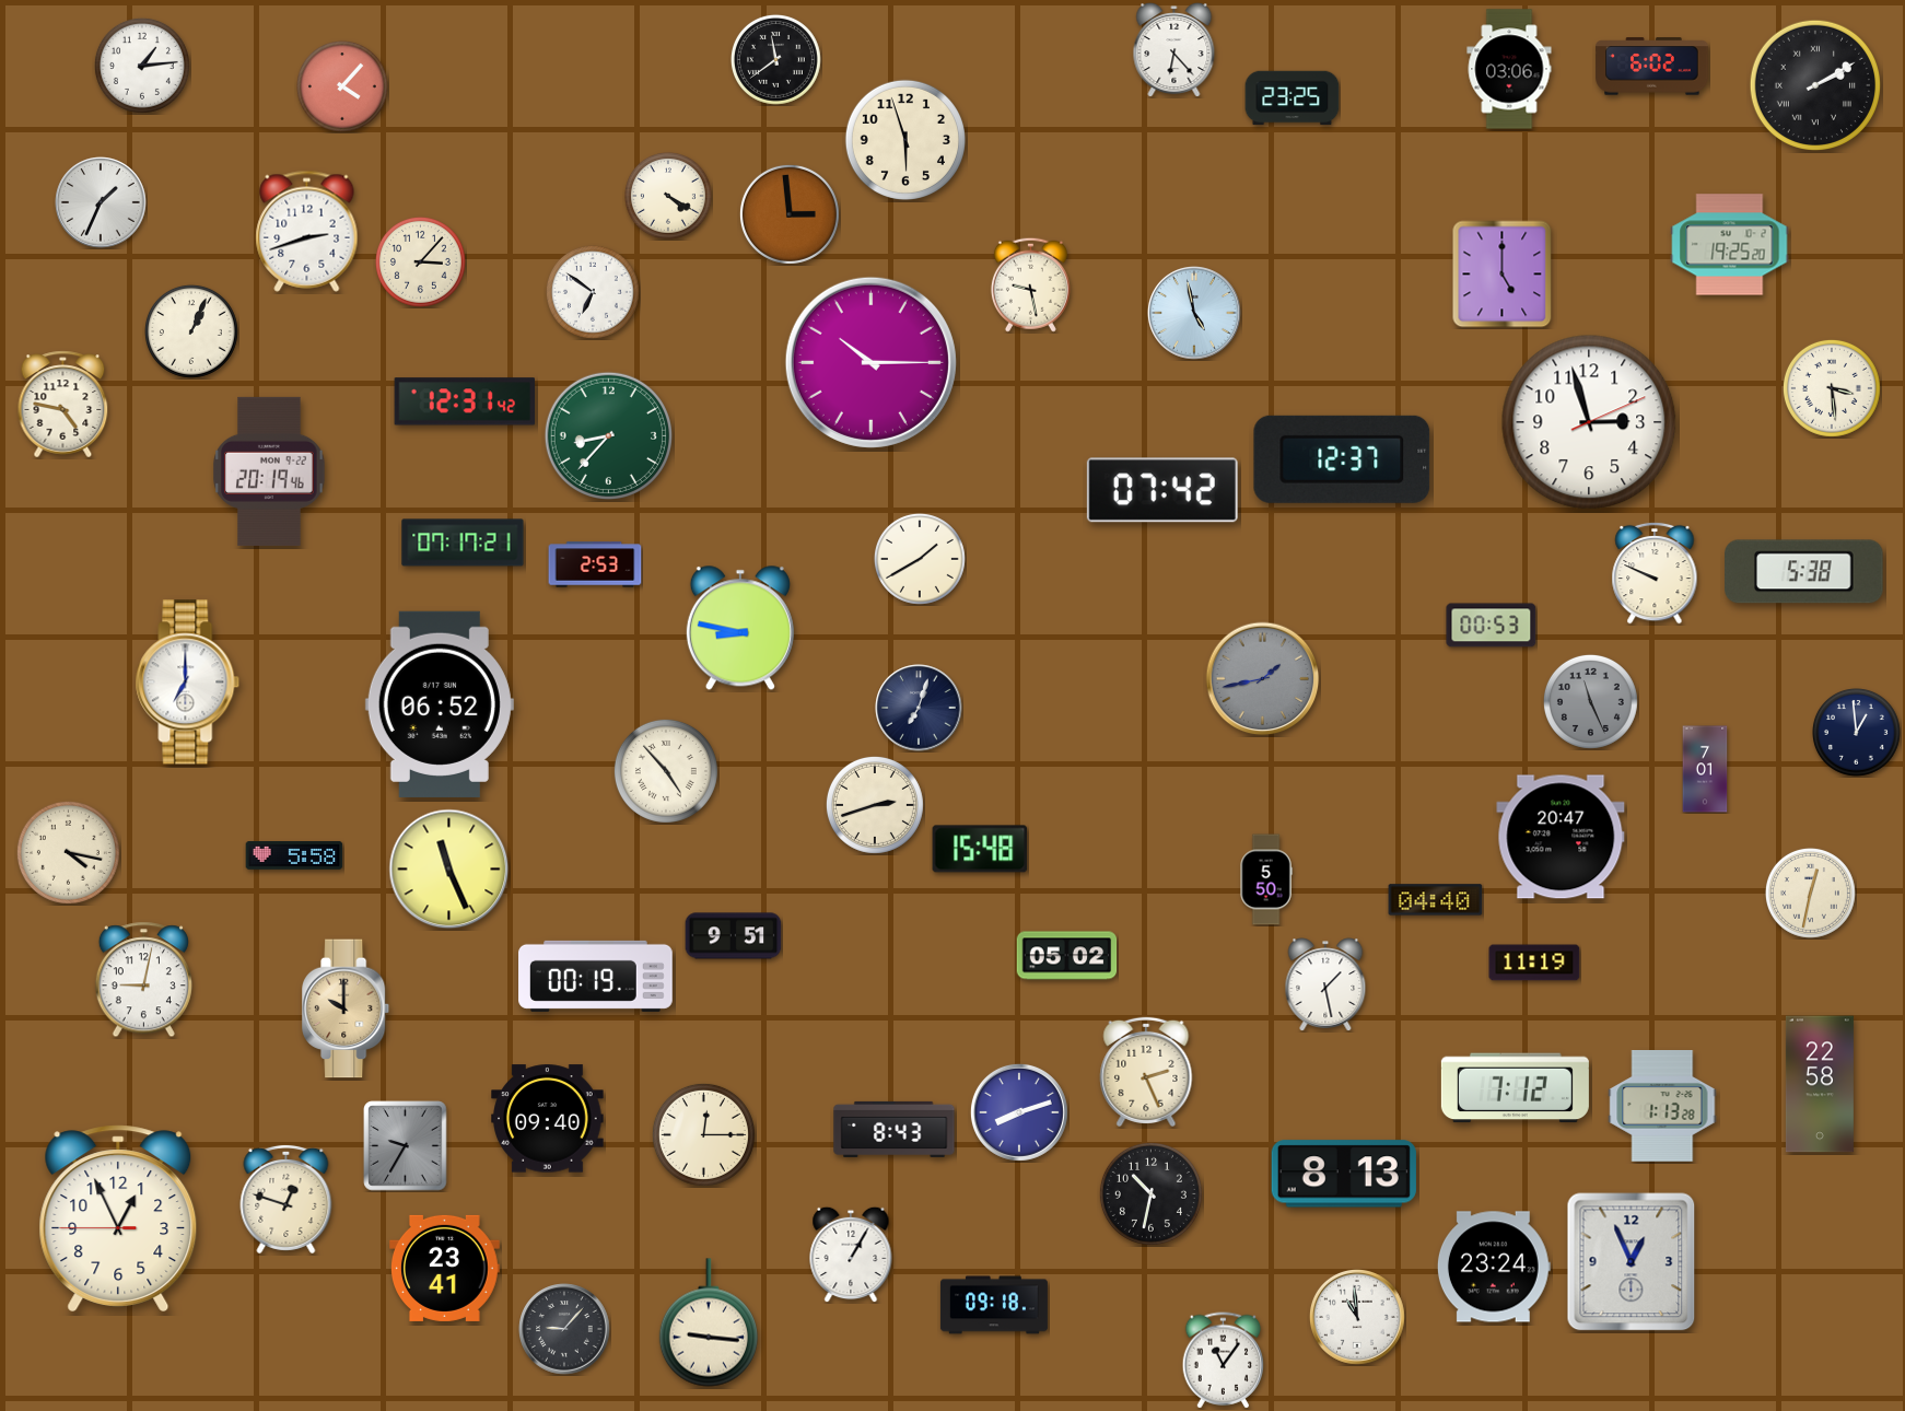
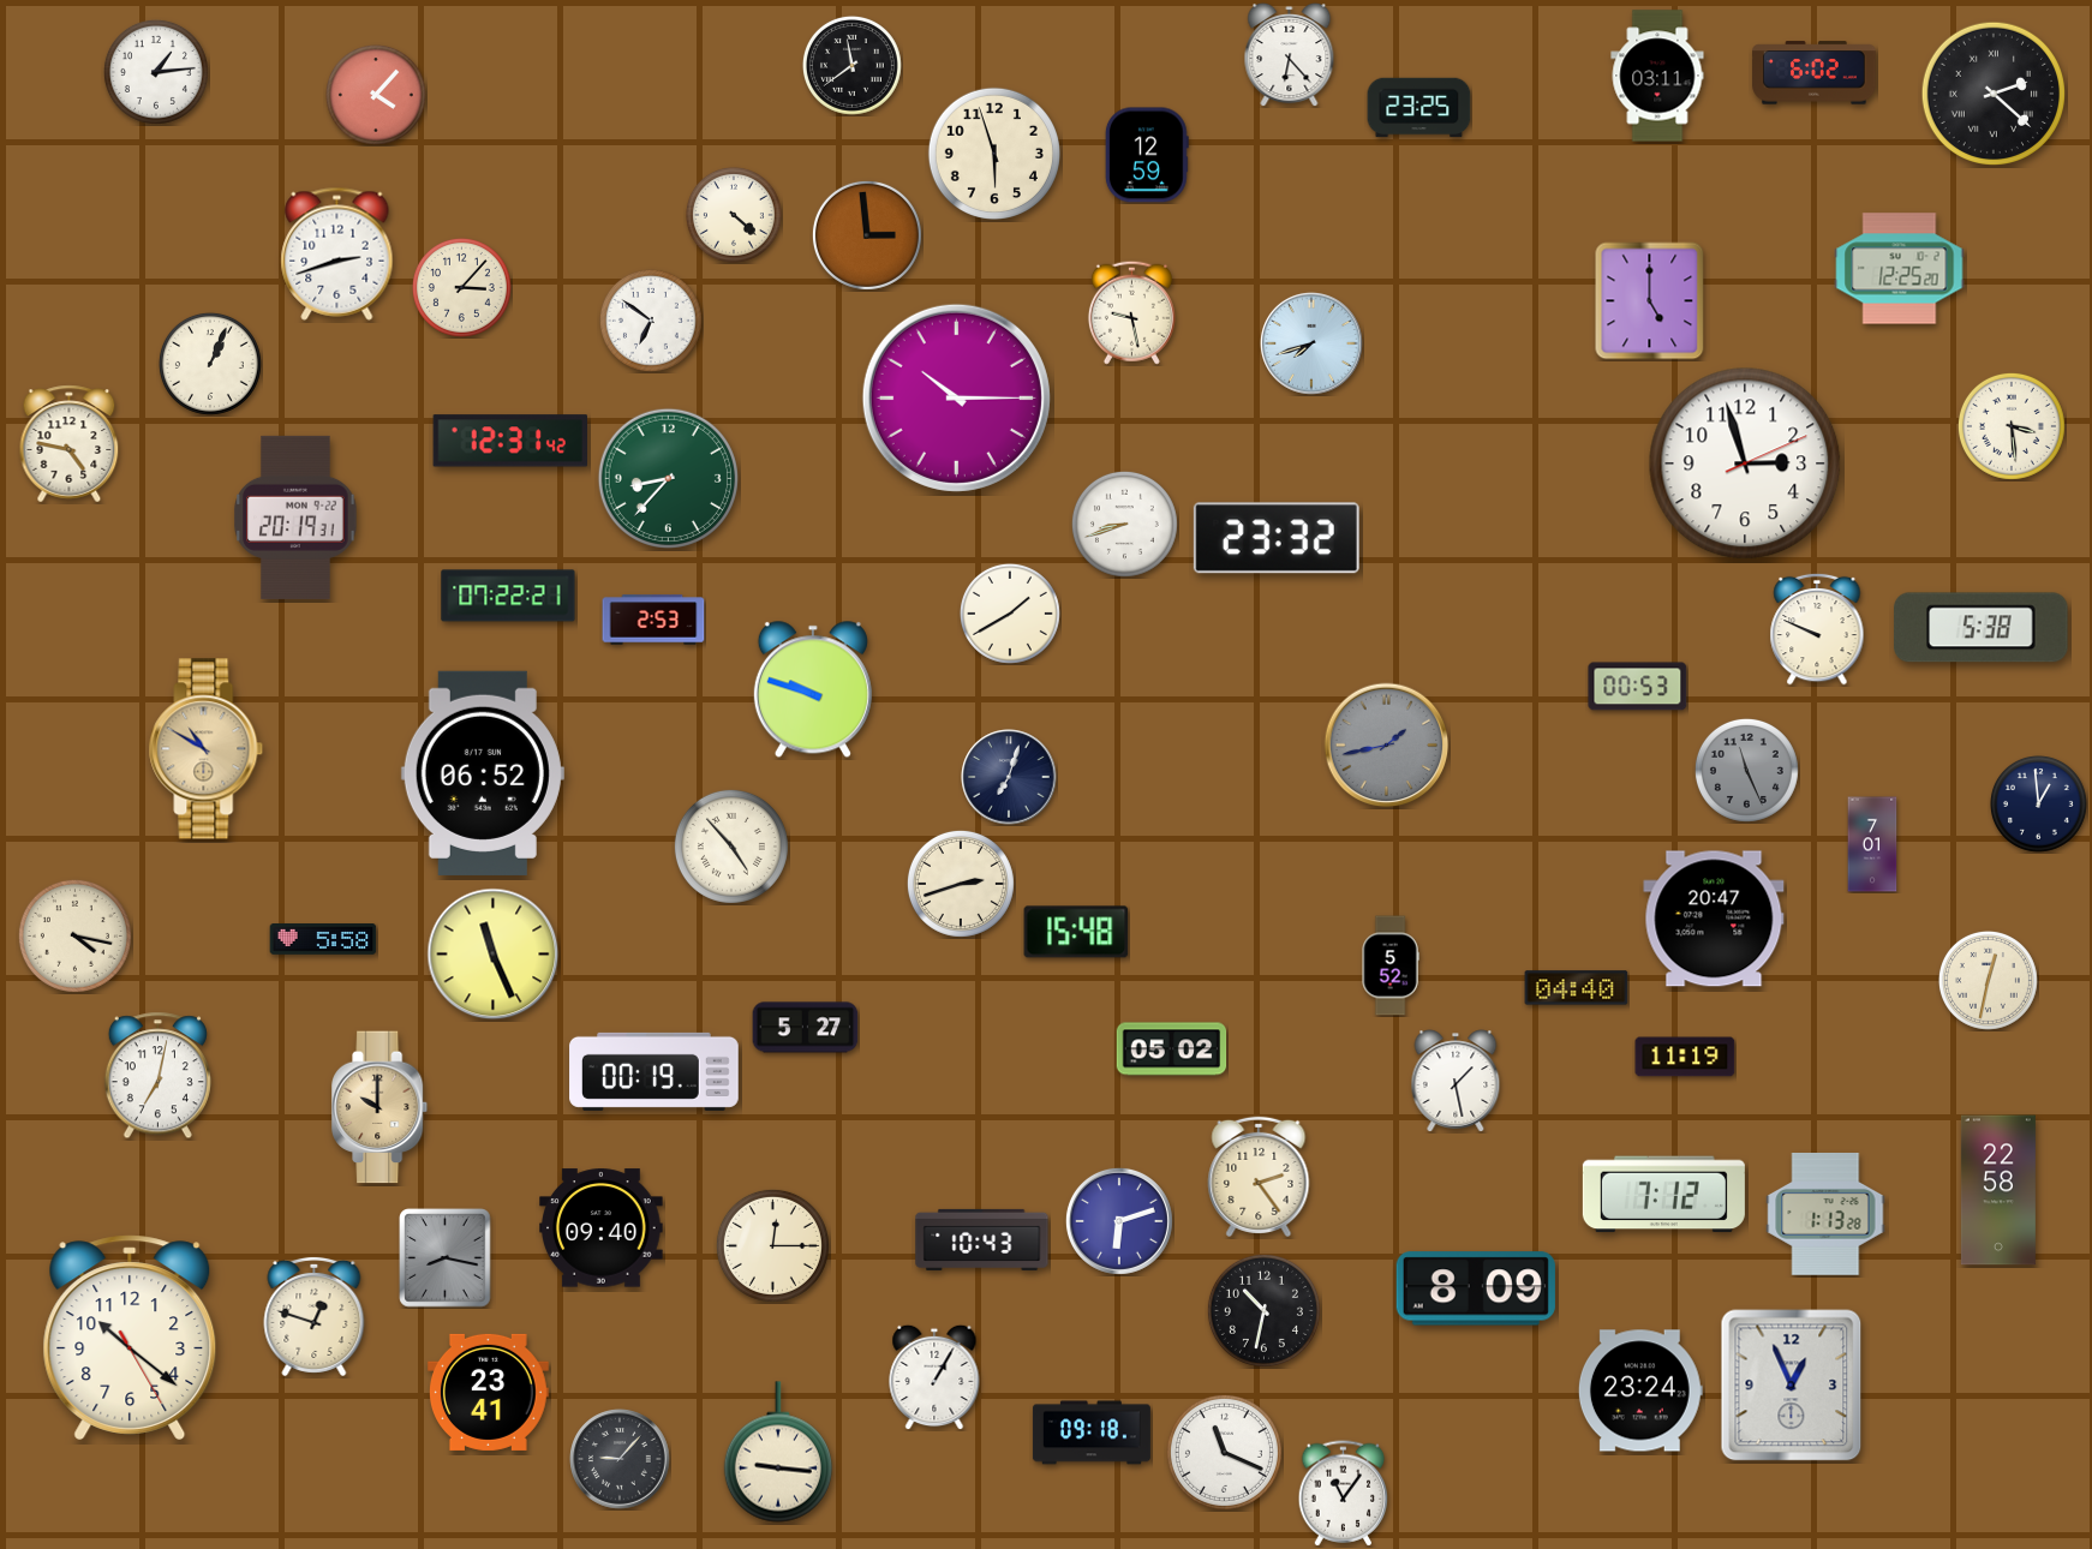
clock at (1509, 69): 03:06 -> 03:11
clock at (1814, 84): 2:10 -> 2:22
clock at (1147, 155): none -> 12:59
clock at (669, 197): 4:20 -> 4:22
clock at (101, 202): 1:34 -> none
clock at (1730, 245): 19:25 -> 12:25
clock at (1195, 314): 4:58 -> 7:42
clock at (1342, 459): 12:37 -> none
clock at (269, 471): 20:19:46 -> 20:19:31
clock at (1124, 524): none -> 8:42
clock at (1162, 490): 07:42 -> 23:32
clock at (463, 543): 07:17 -> 07:22
clock at (740, 628): 8:47 -> 9:48
clock at (188, 683): 7:00 -> 10:50
clock at (188, 683) dial: white -> champagne
clock at (1266, 879): 5:50 -> 5:52
clock at (734, 936): 9:51 -> 5:27
clock at (143, 980): 9:02 -> 7:02
clock at (1146, 1072): 2:26 -> 2:24
clock at (1019, 1112): 8:12 -> 6:12
clock at (895, 1129): 8:43 -> 10:43
clock at (406, 1146): 9:35 -> 8:17
clock at (1344, 1174): 8:13 -> 8:09
clock at (118, 1218): 12:55 -> 10:21
clock at (1357, 1317): 10:59 -> none
clock at (1224, 1452): none -> 11:19
